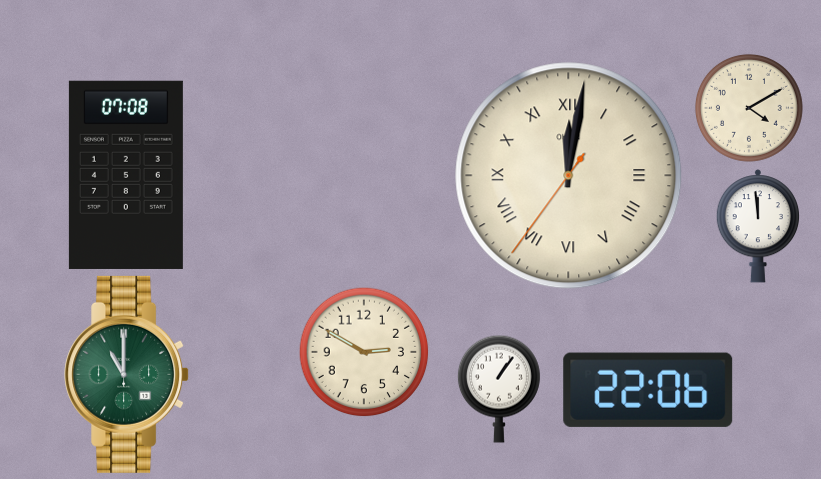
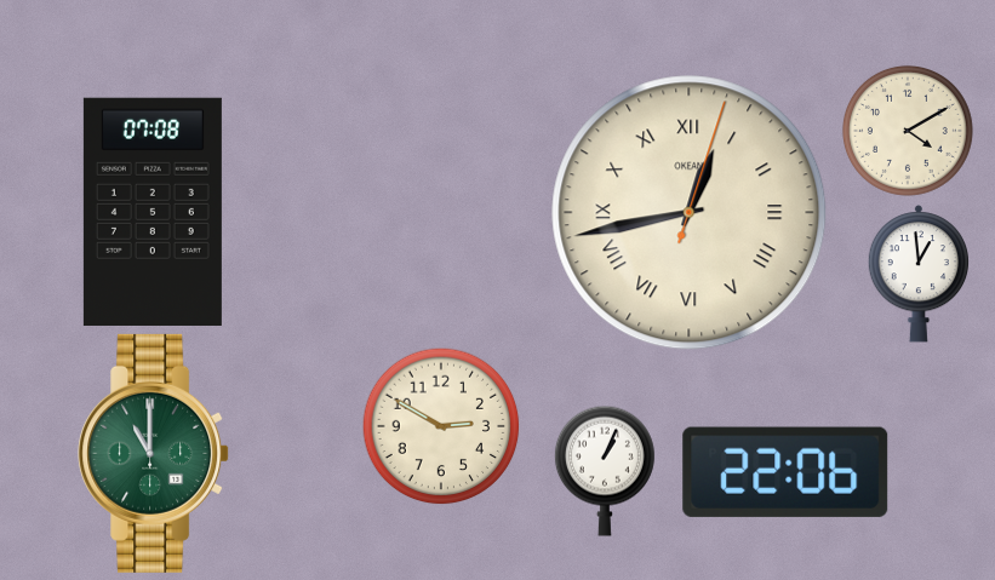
clock at (569, 176): 12:01 -> 12:43
clock at (757, 226): 11:59 -> 12:59
clock at (499, 389): 1:06 -> 1:04
